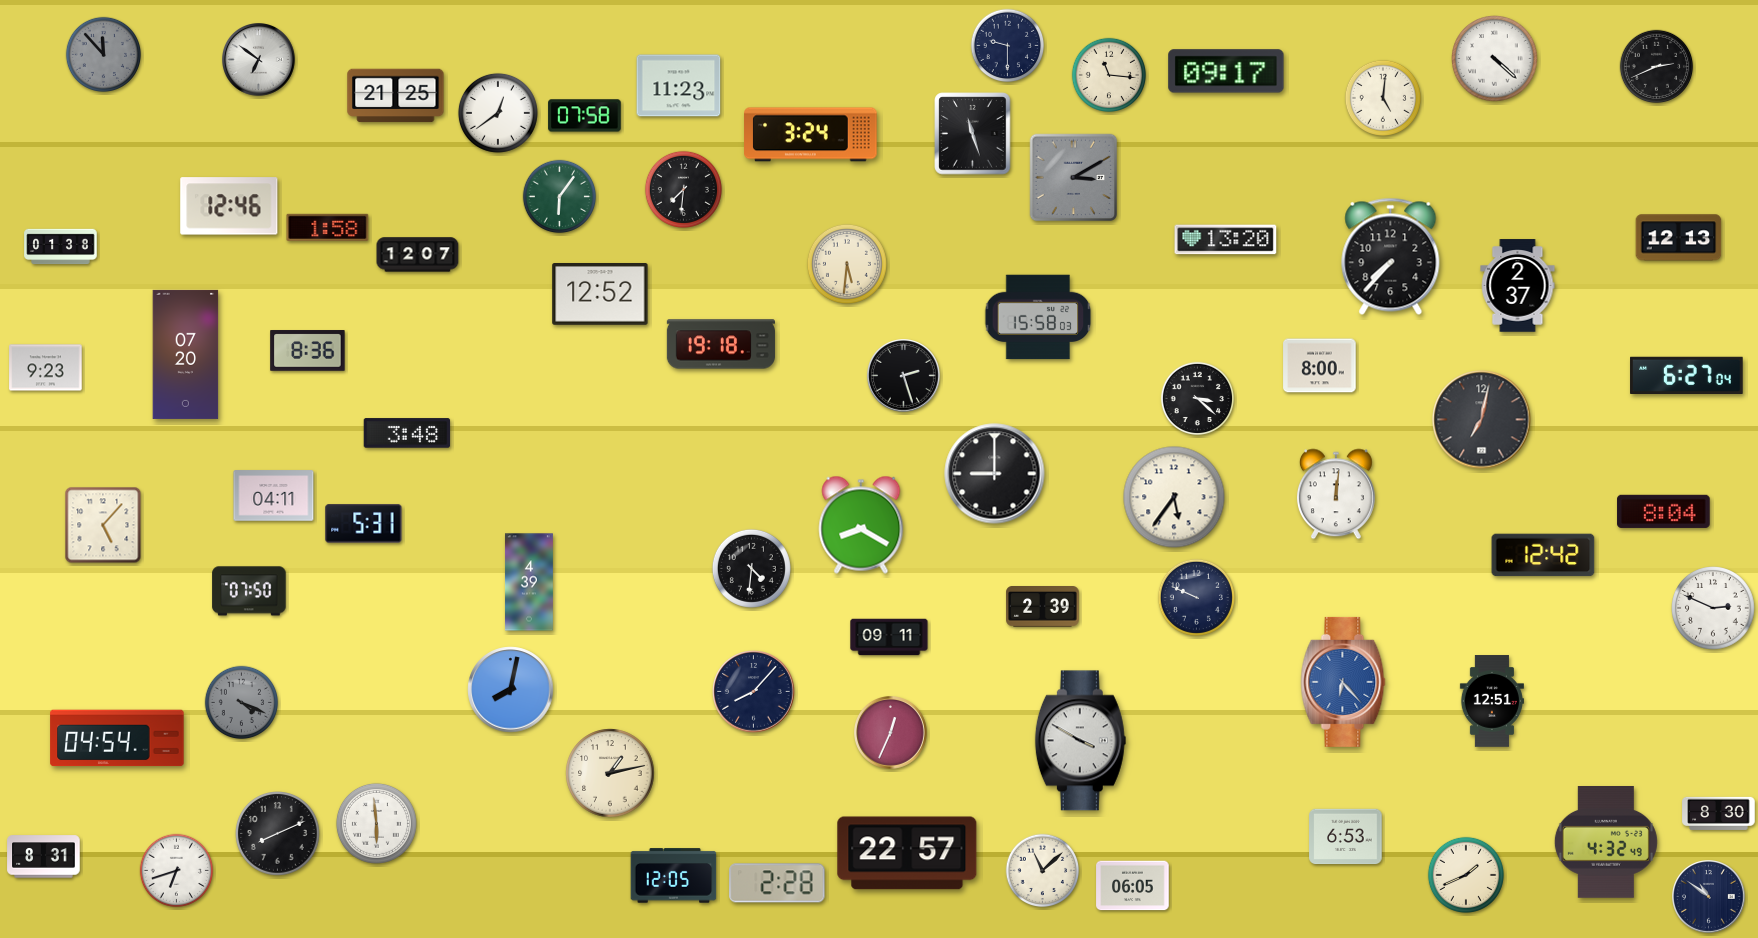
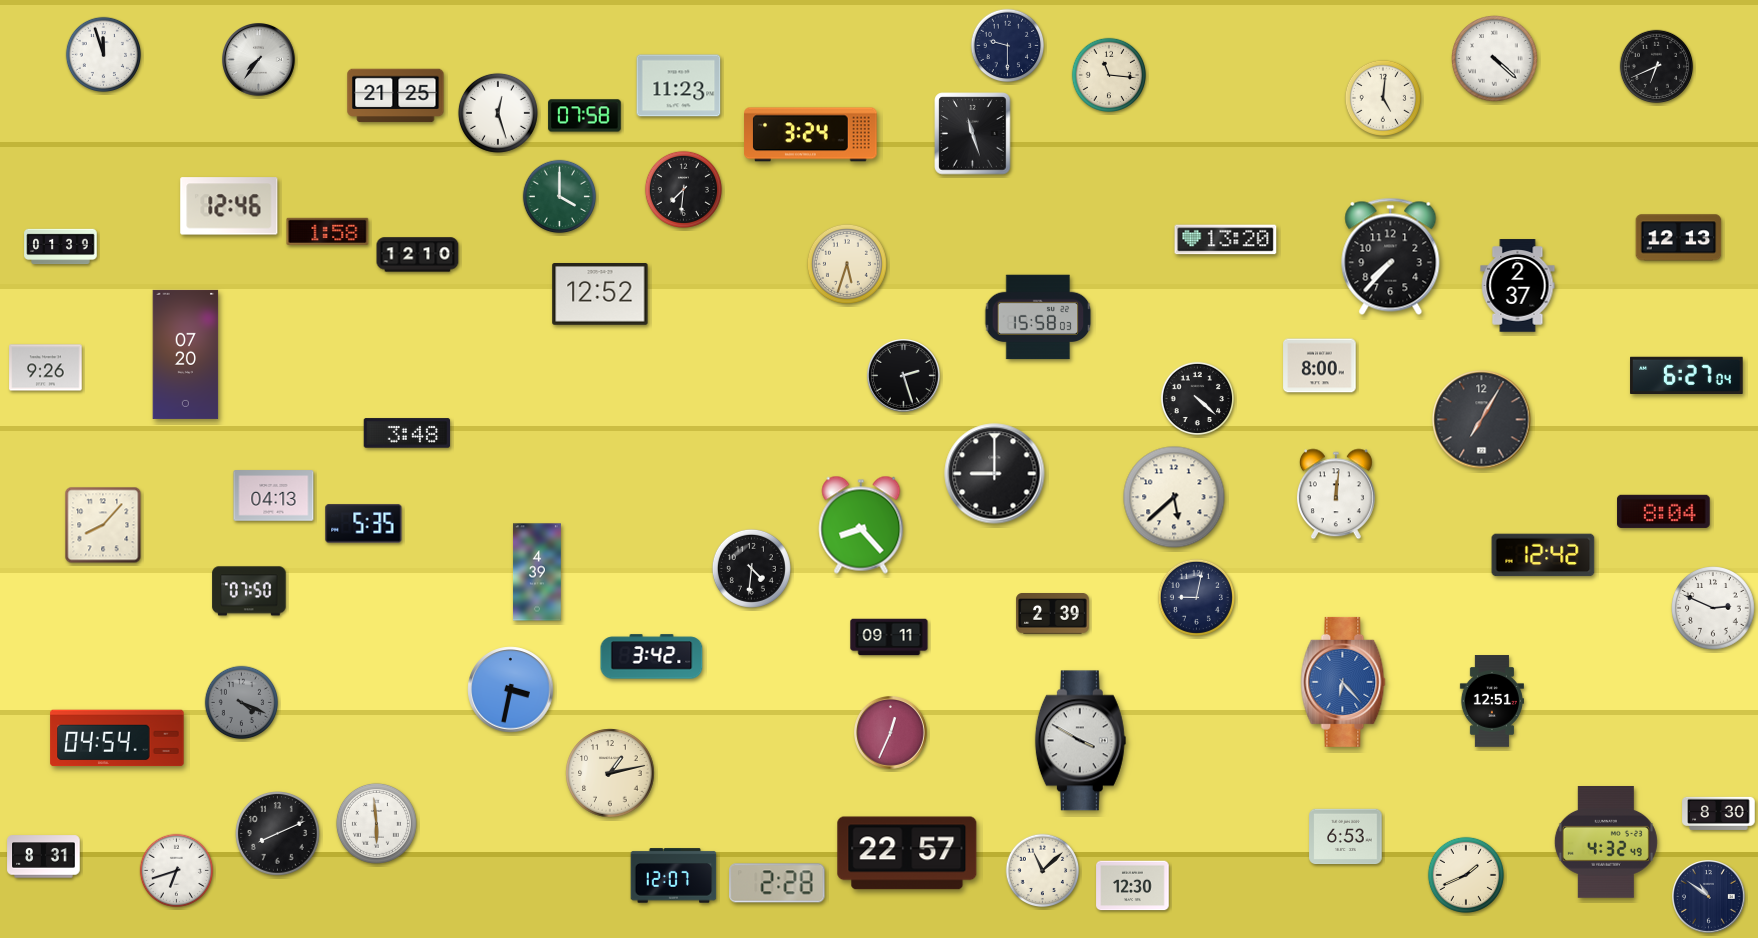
clock at (103, 54): 11:53 -> 11:57
clock at (103, 54) dial: grey -> white
clock at (259, 60): 6:51 -> 7:36
clock at (1657, 67): 2:41 -> 6:41
clock at (1226, 71): 09:17 -> none
clock at (498, 113): 12:39 -> 12:27
clock at (1074, 178): 3:10 -> none
clock at (560, 197): 6:06 -> 4:00
clock at (328, 227) position: (328, 227) -> (328, 231)
clock at (61, 247): 01:38 -> 01:39
clock at (418, 255): 12:07 -> 12:10
clock at (847, 264): 5:31 -> 5:33
clock at (721, 344): 19:18 -> none
clock at (308, 351): 8:36 -> none
clock at (46, 368): 9:23 -> 9:26
clock at (1198, 399): 3:22 -> 4:22
clock at (1482, 420): 7:02 -> 7:05
clock at (274, 496): 04:11 -> 04:13
clock at (1174, 497): 5:36 -> 5:38
clock at (364, 524): 5:31 -> 5:35
clock at (103, 525): 5:07 -> 8:07
clock at (861, 525): 8:20 -> 8:23
clock at (529, 582) position: (529, 582) -> (537, 572)
clock at (1196, 597): 9:49 -> 9:02
clock at (1043, 607) position: (1043, 607) -> (1053, 614)
clock at (652, 657): none -> 3:42
clock at (511, 690): 8:02 -> 3:32
clock at (754, 692): 8:07 -> none
clock at (674, 876): 12:05 -> 12:07
clock at (1133, 886): 06:05 -> 12:30
